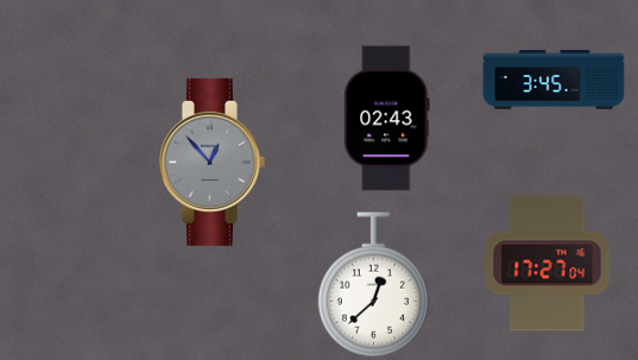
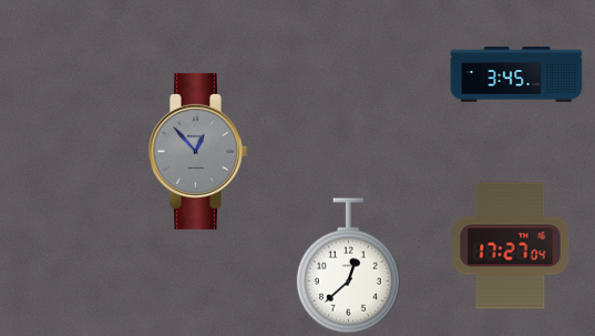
clock at (387, 119): 02:43 -> none
